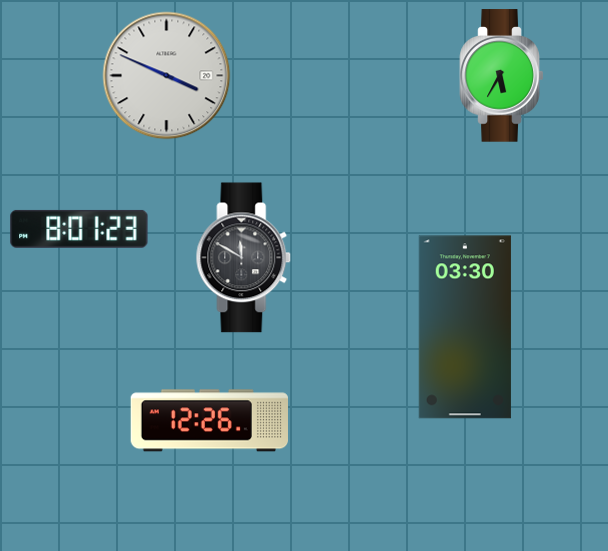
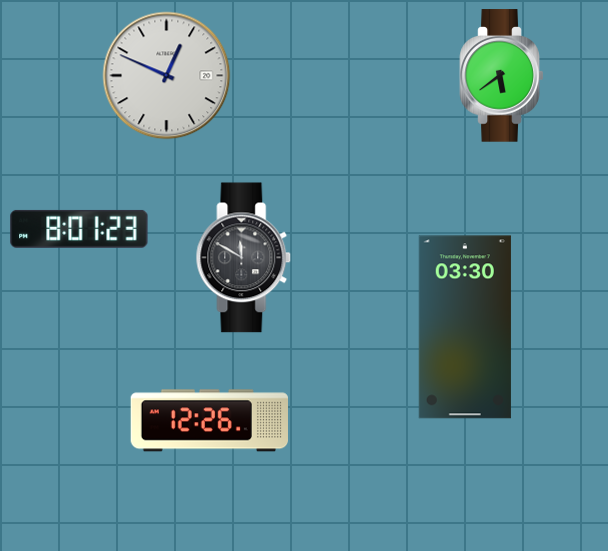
clock at (167, 76): 3:49 -> 12:49
clock at (502, 76): 5:35 -> 5:39
